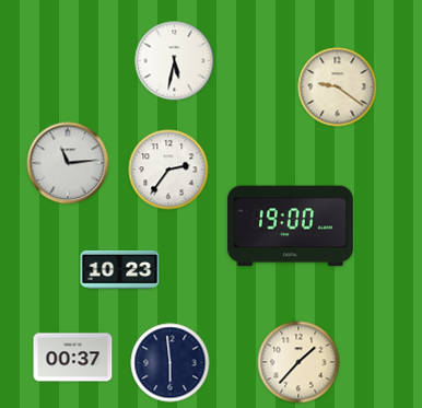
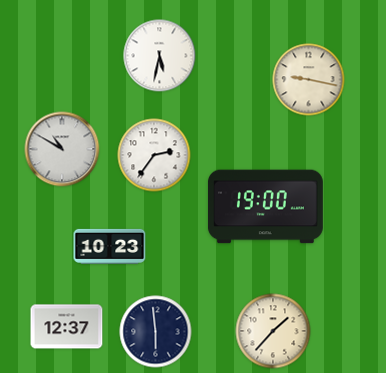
clock at (338, 88): 9:21 -> 9:17
clock at (68, 163): 11:14 -> 10:50
clock at (73, 358): 00:37 -> 12:37
